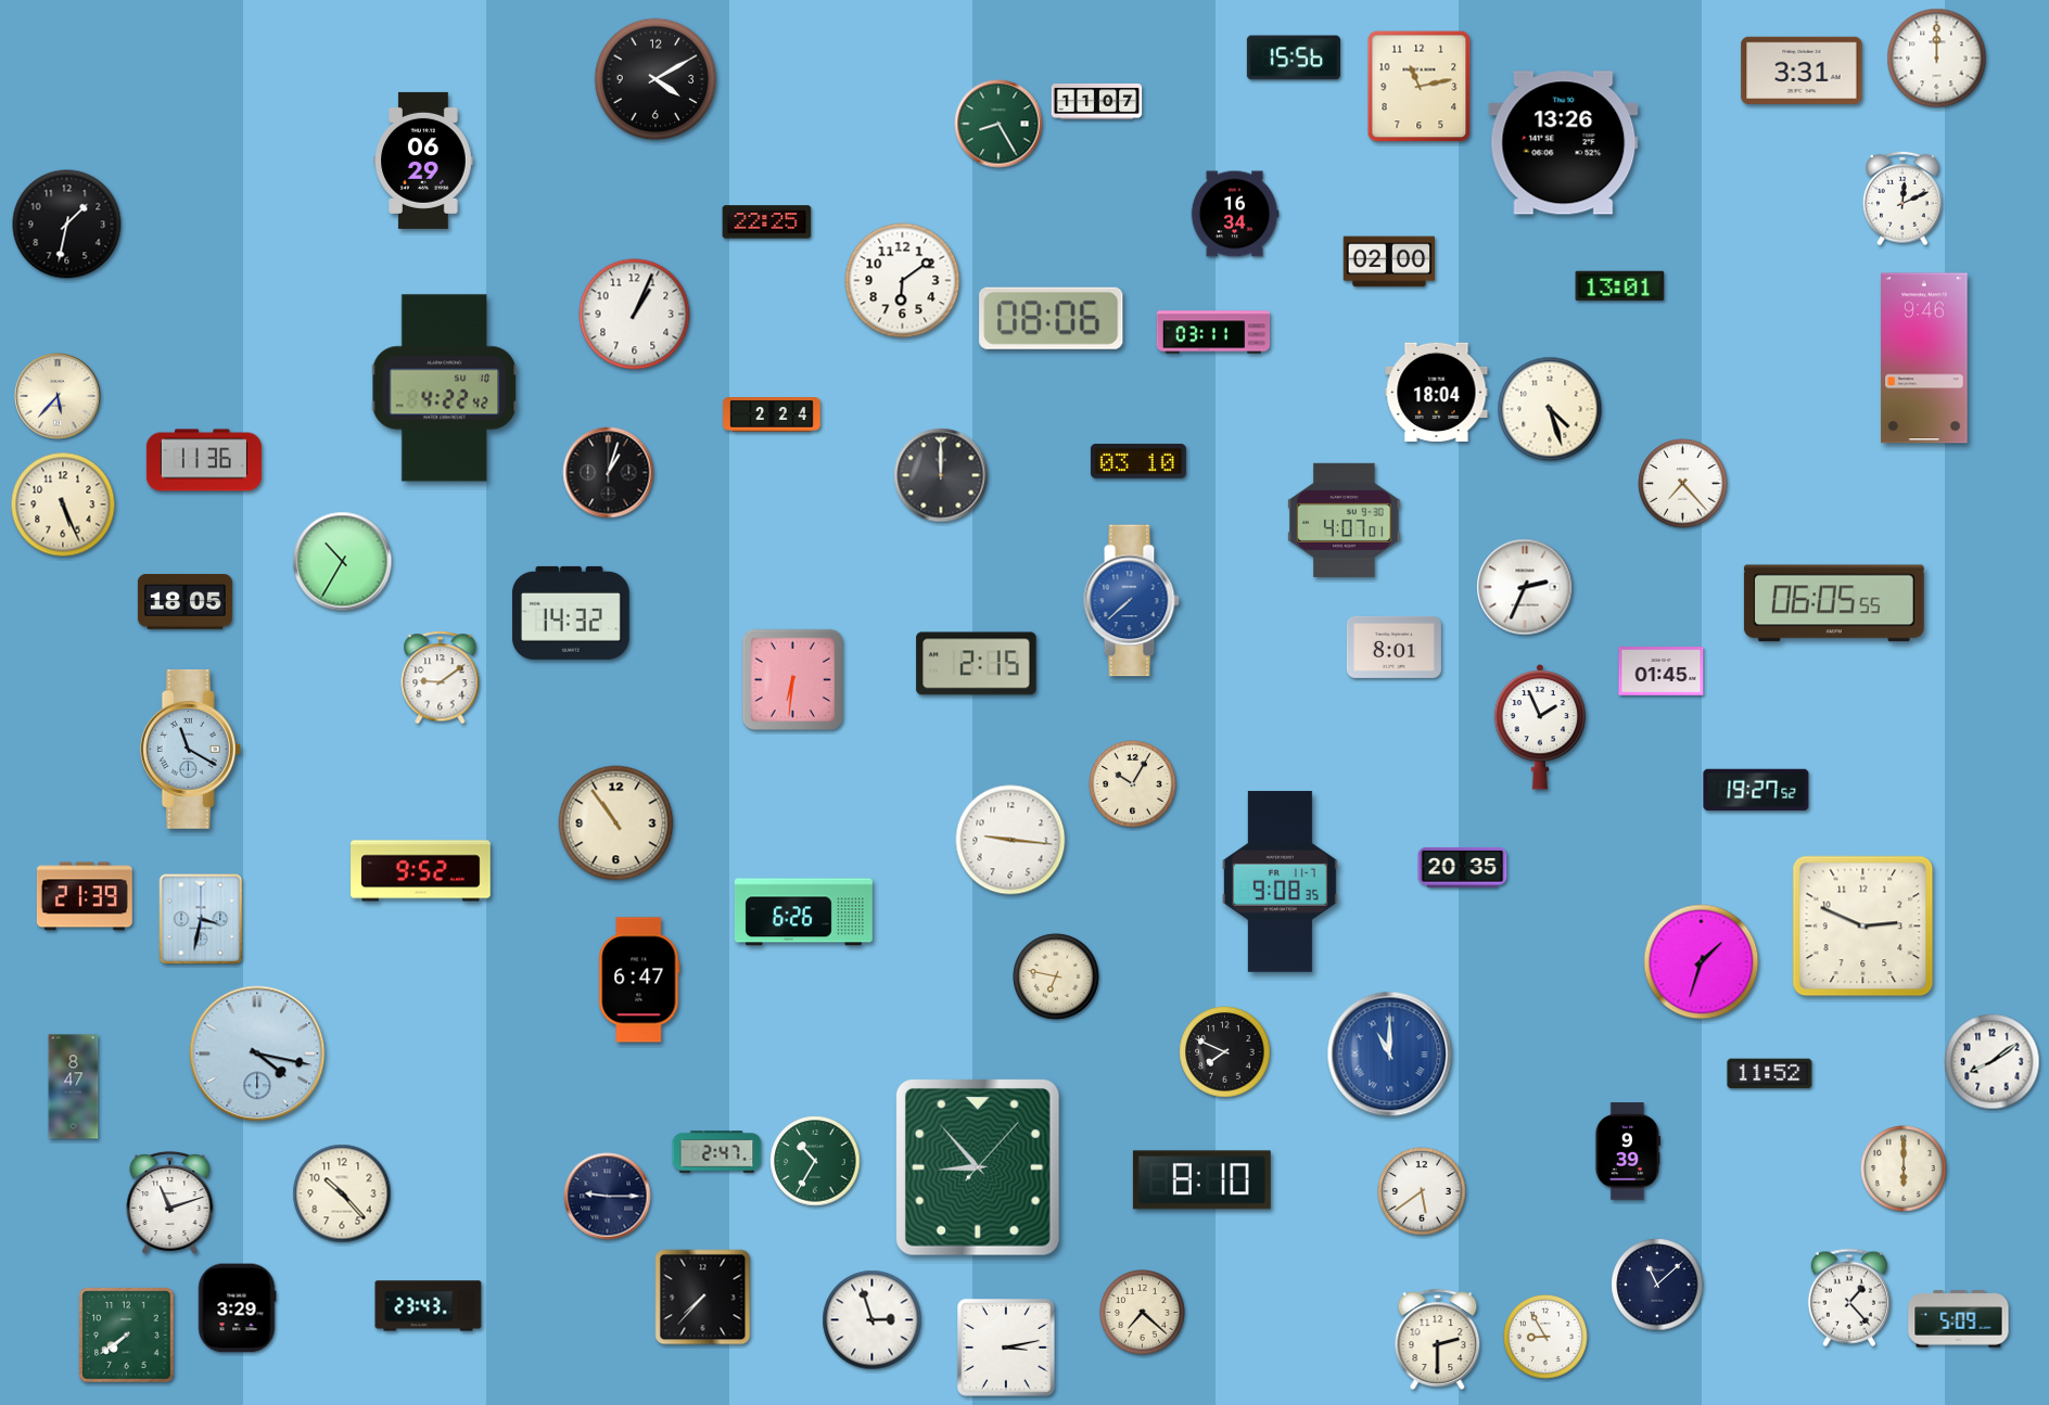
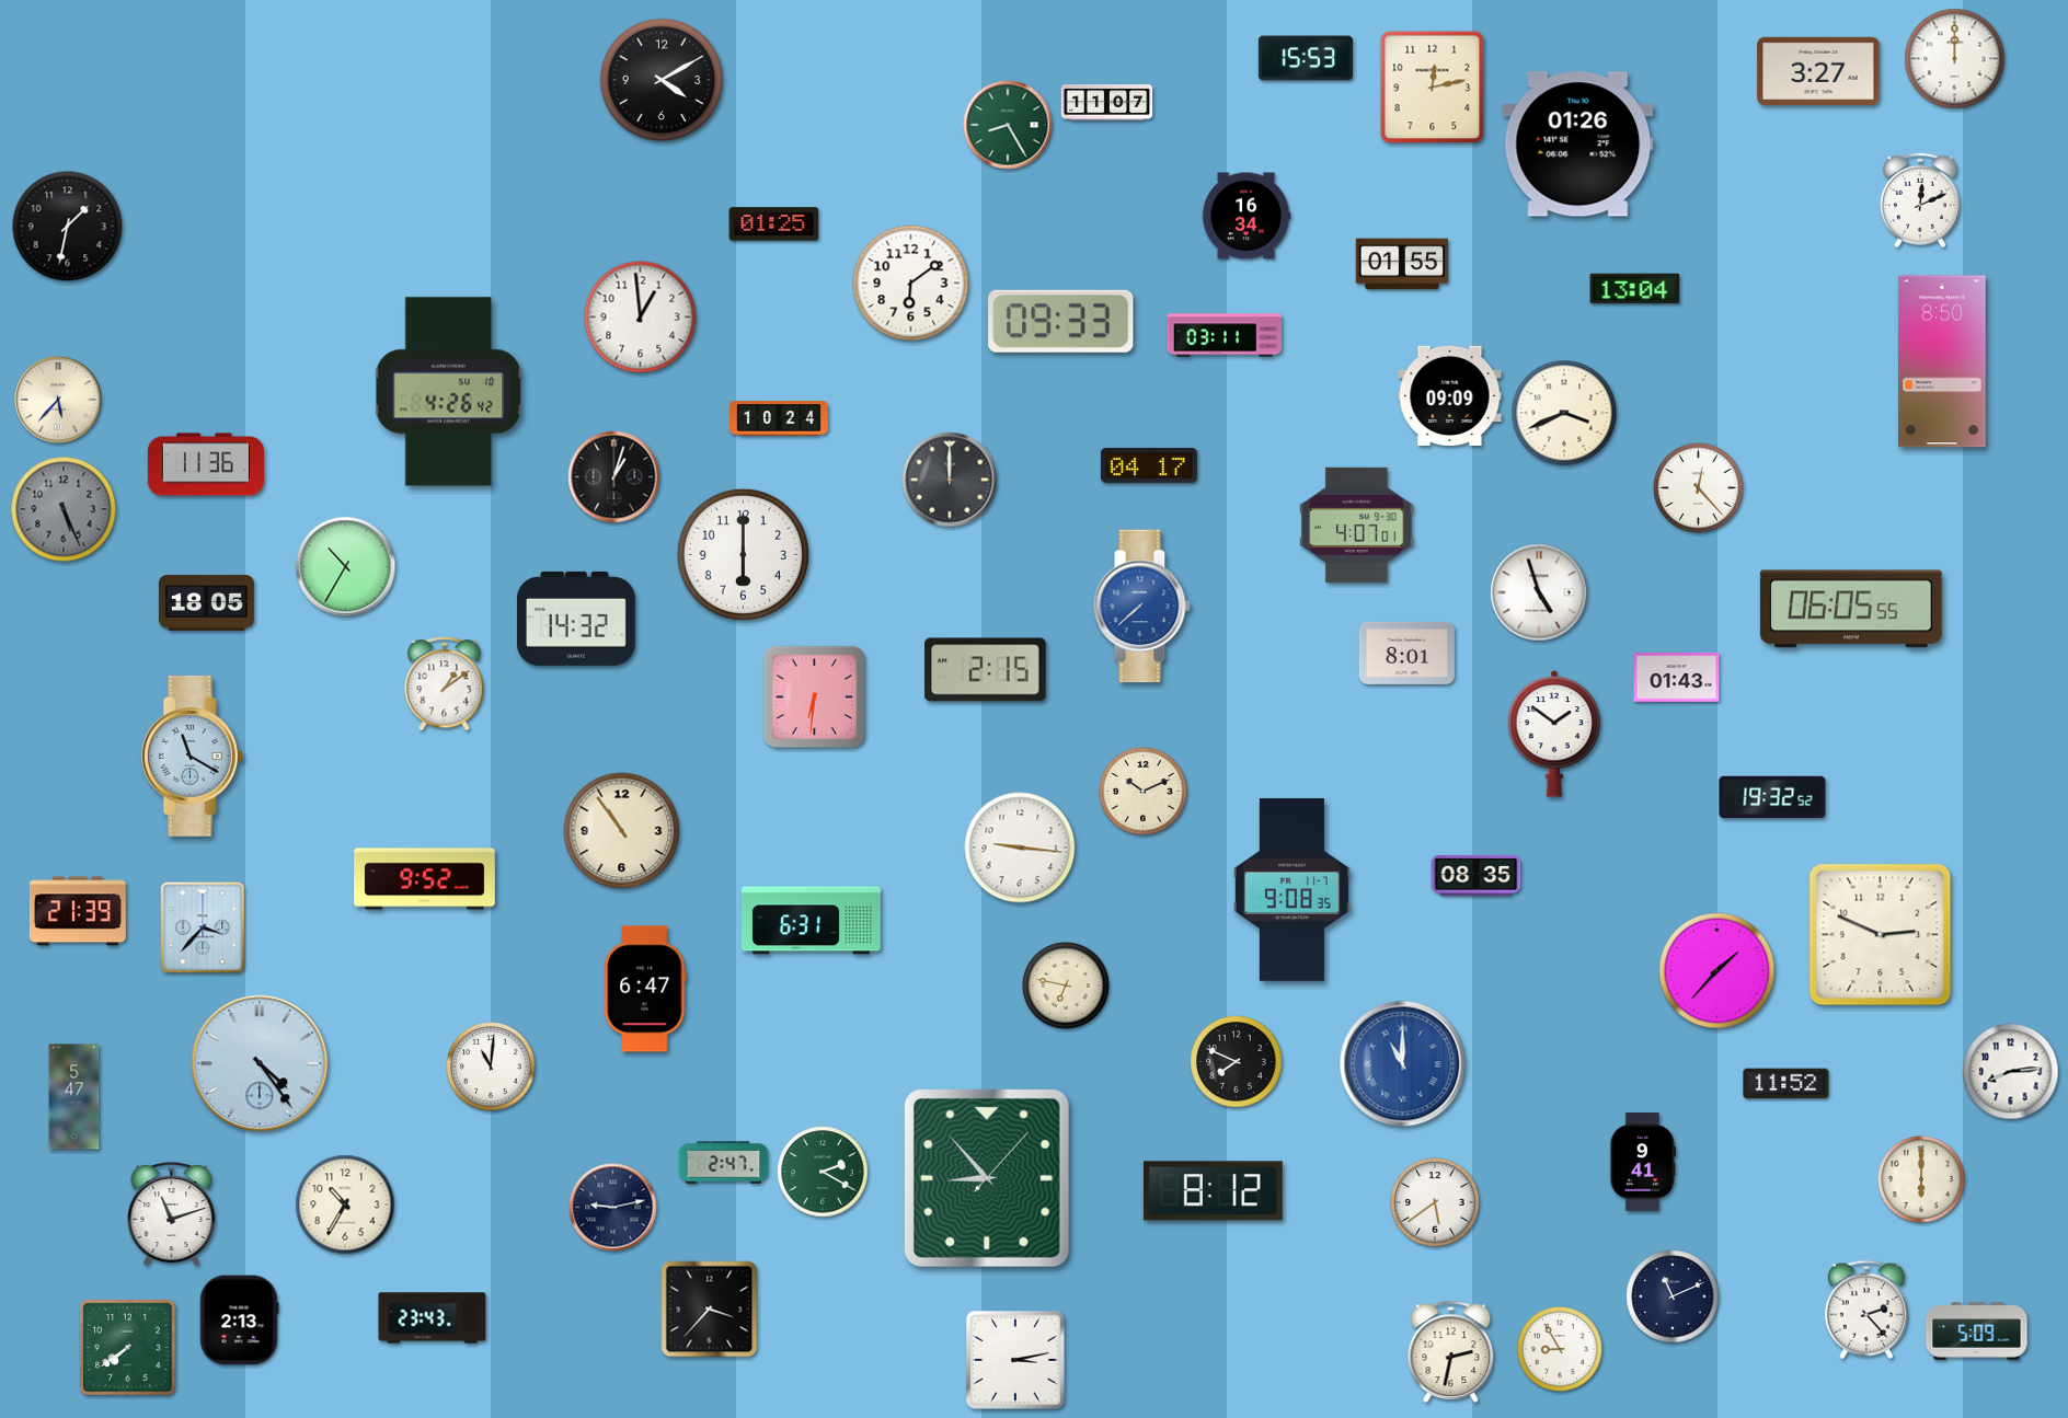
clock at (1294, 58): 15:56 -> 15:53
clock at (1802, 69): 3:31 -> 3:27
clock at (1420, 87): 11:13 -> 12:13
clock at (1564, 143): 13:26 -> 01:26
clock at (423, 161): 06:29 -> none
clock at (767, 222): 22:25 -> 01:25
clock at (1389, 261): 02:00 -> 01:55
clock at (1620, 286): 13:01 -> 13:04
clock at (635, 315): 1:04 -> 12:59
clock at (1052, 318): 08:06 -> 09:33
clock at (1924, 358): 9:46 -> 8:50
clock at (445, 388): 4:22 -> 4:26
clock at (1437, 393): 18:04 -> 09:09
clock at (1550, 409): 4:27 -> 3:41
clock at (772, 414): 2:24 -> 10:24
clock at (1138, 461): 03:10 -> 04:17
clock at (1683, 484): 7:23 -> 12:23
clock at (63, 504) dial: cream -> grey
clock at (743, 554): none -> 6:00
clock at (1525, 587): 2:34 -> 4:57
clock at (184, 602) position: (184, 602) -> (206, 603)
clock at (1662, 672): 01:45 -> 01:43
clock at (441, 678): 9:09 -> 1:09
clock at (792, 679) position: (792, 679) -> (814, 696)
clock at (1540, 727): 1:56 -> 1:51
clock at (1133, 784): 10:05 -> 10:11
clock at (1756, 790): 19:27 -> 19:32
clock at (1463, 867): 20:35 -> 08:35
clock at (85, 896) position: (85, 896) -> (78, 911)
clock at (803, 912): 6:26 -> 6:31
clock at (201, 919): 3:32 -> 3:37
clock at (1702, 962): 1:33 -> 1:37
clock at (257, 1053): 4:17 -> 4:24
clock at (491, 1067): none -> 11:01
clock at (1993, 1062): 8:09 -> 8:14
clock at (74, 1087): 8:47 -> 5:47
clock at (1627, 1151): 9:39 -> 9:41
clock at (815, 1161): 10:35 -> 2:20
clock at (1201, 1180): 8:10 -> 8:12
clock at (342, 1193): 10:23 -> 10:35
clock at (608, 1197): 9:15 -> 9:13
clock at (1657, 1285): 11:08 -> 11:11
clock at (703, 1298): 7:37 -> 3:37
clock at (1849, 1298): 1:23 -> 2:23
clock at (237, 1308): 3:29 -> 2:13
clock at (1143, 1313): 7:22 -> none
clock at (873, 1320): 2:57 -> none
clock at (1438, 1339): 2:30 -> 2:32
